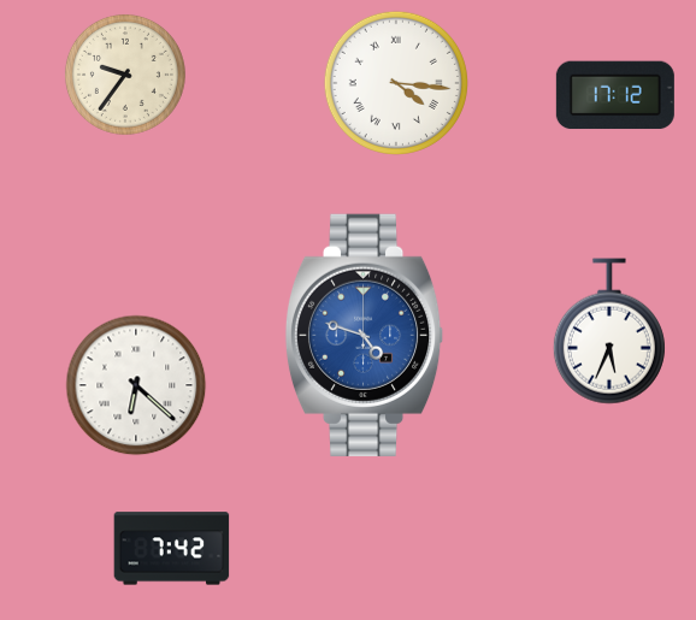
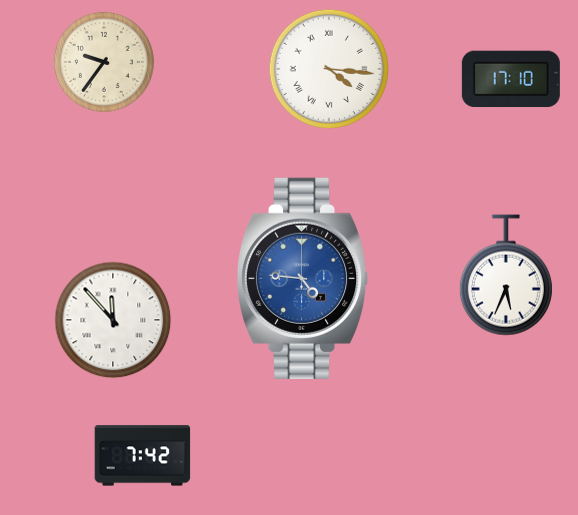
clock at (615, 95): 17:12 -> 17:10
clock at (365, 335): 4:48 -> 4:46
clock at (136, 385): 6:22 -> 11:53
